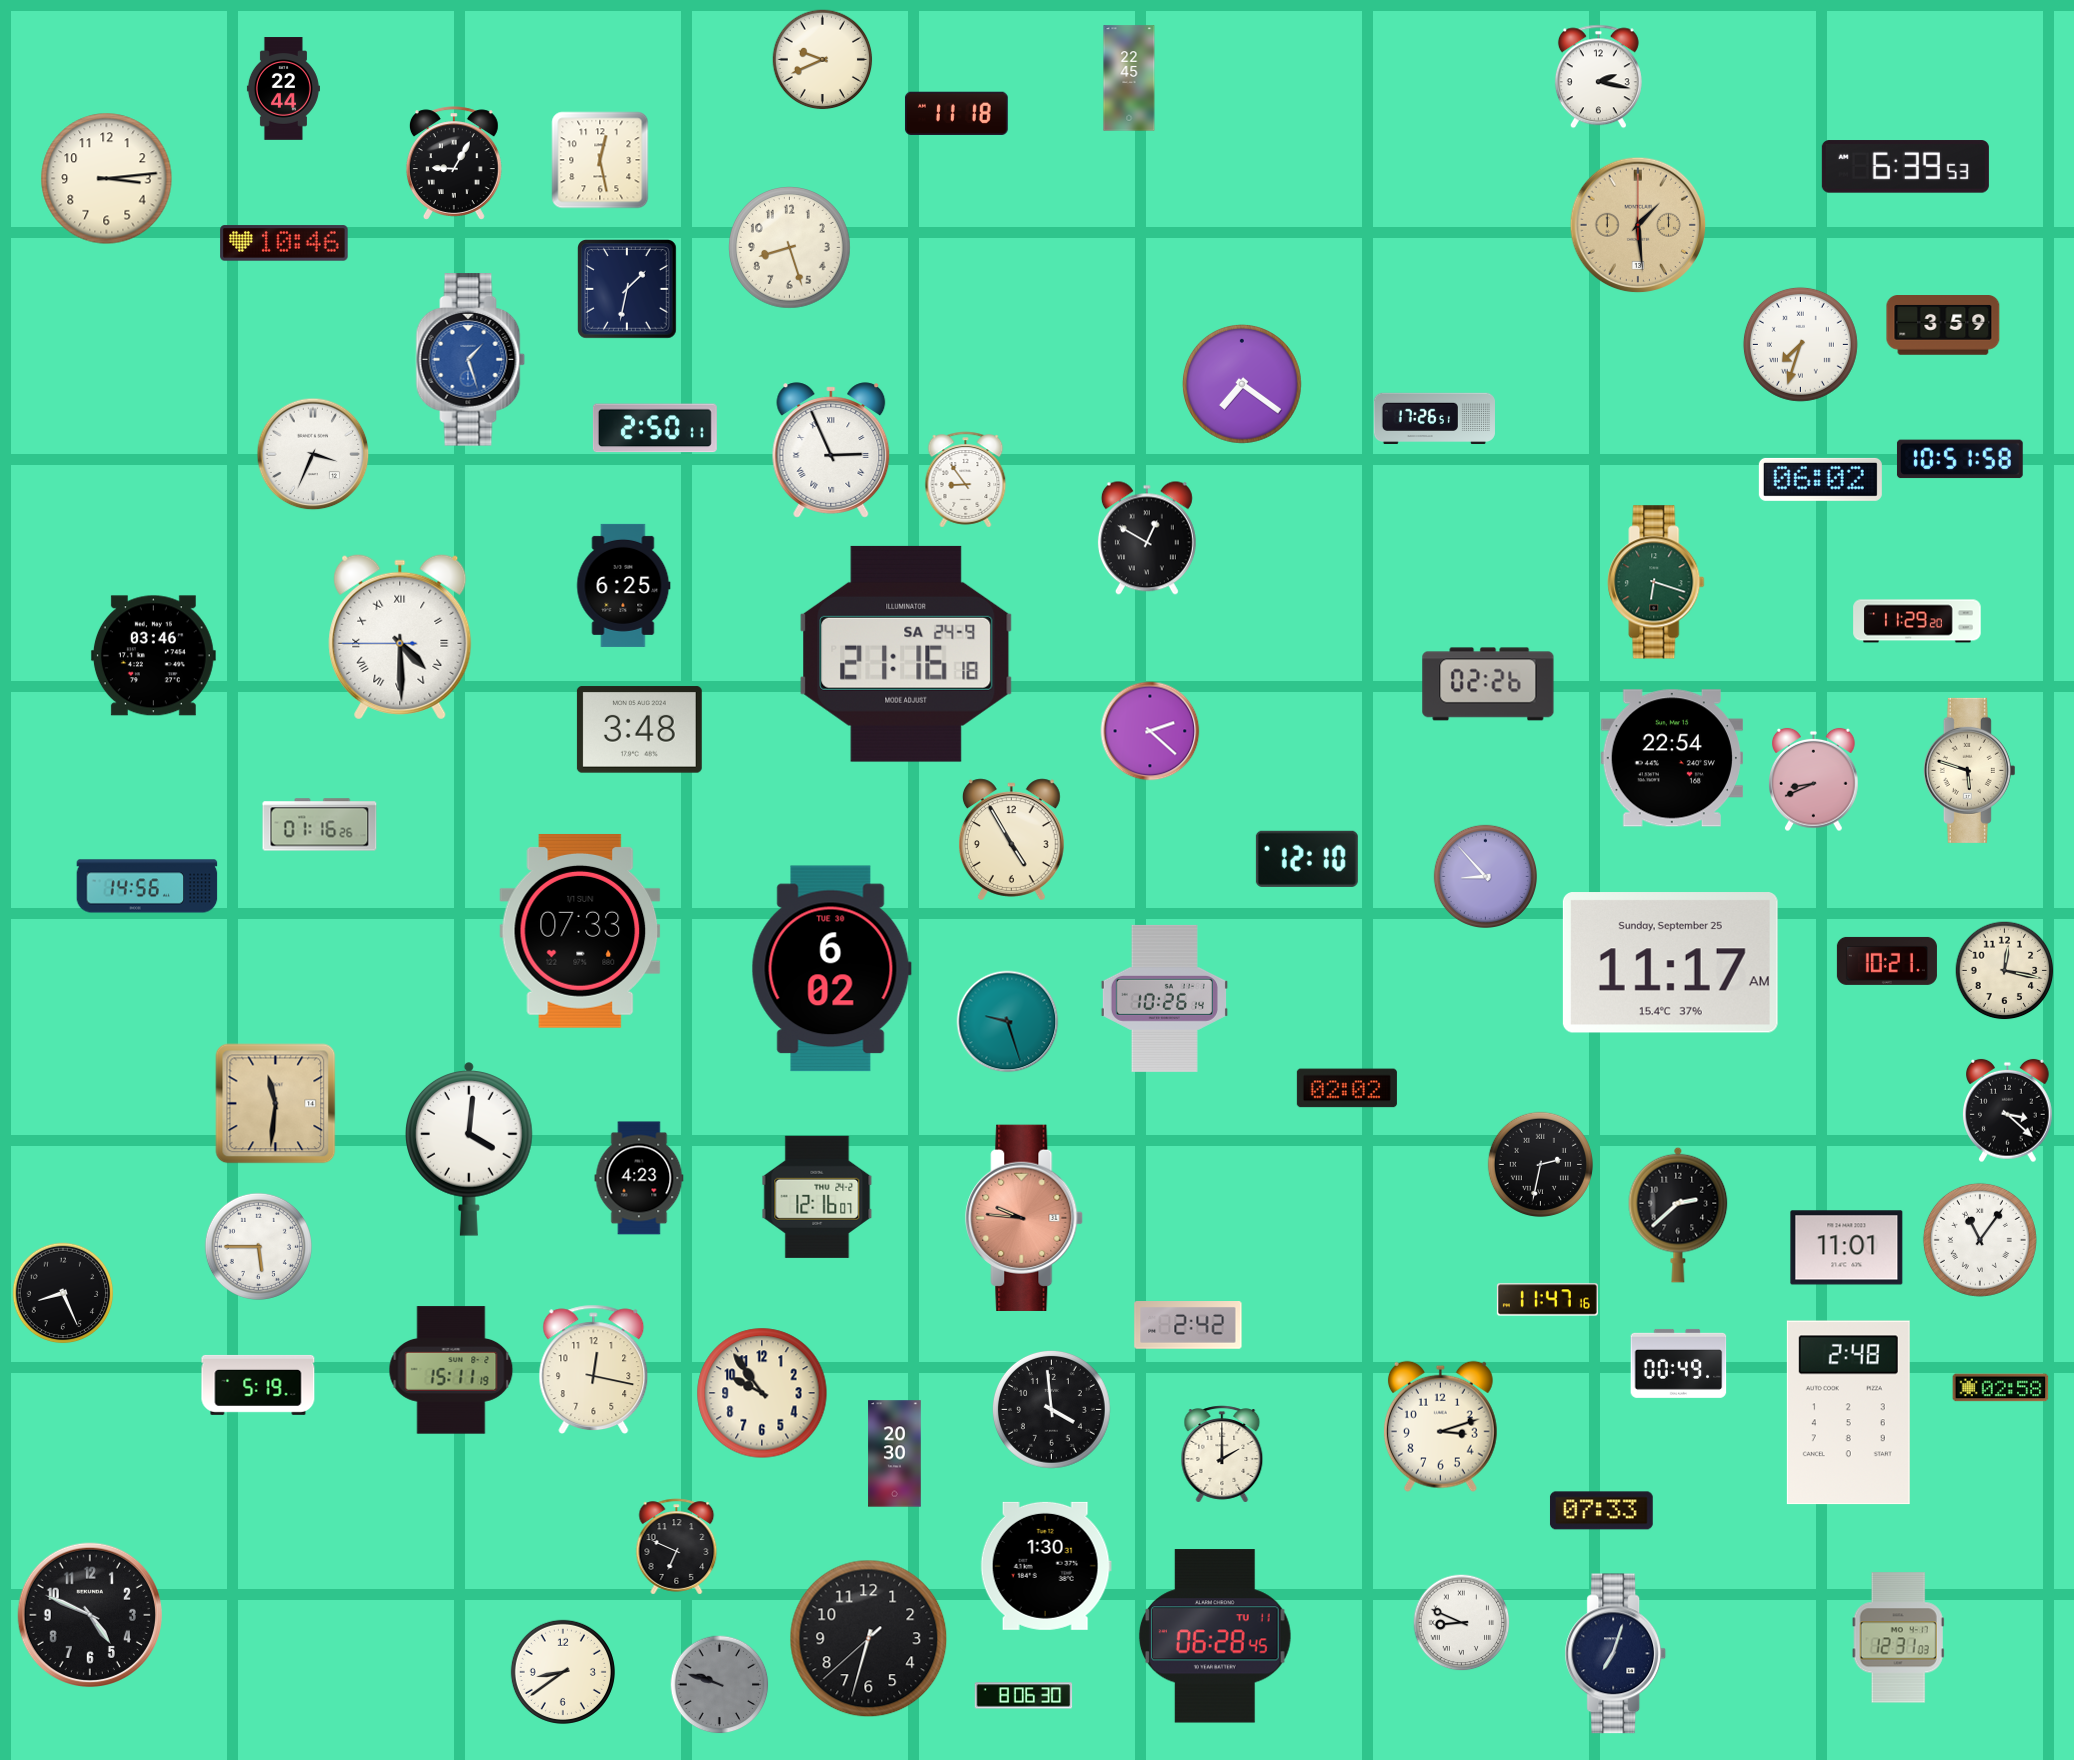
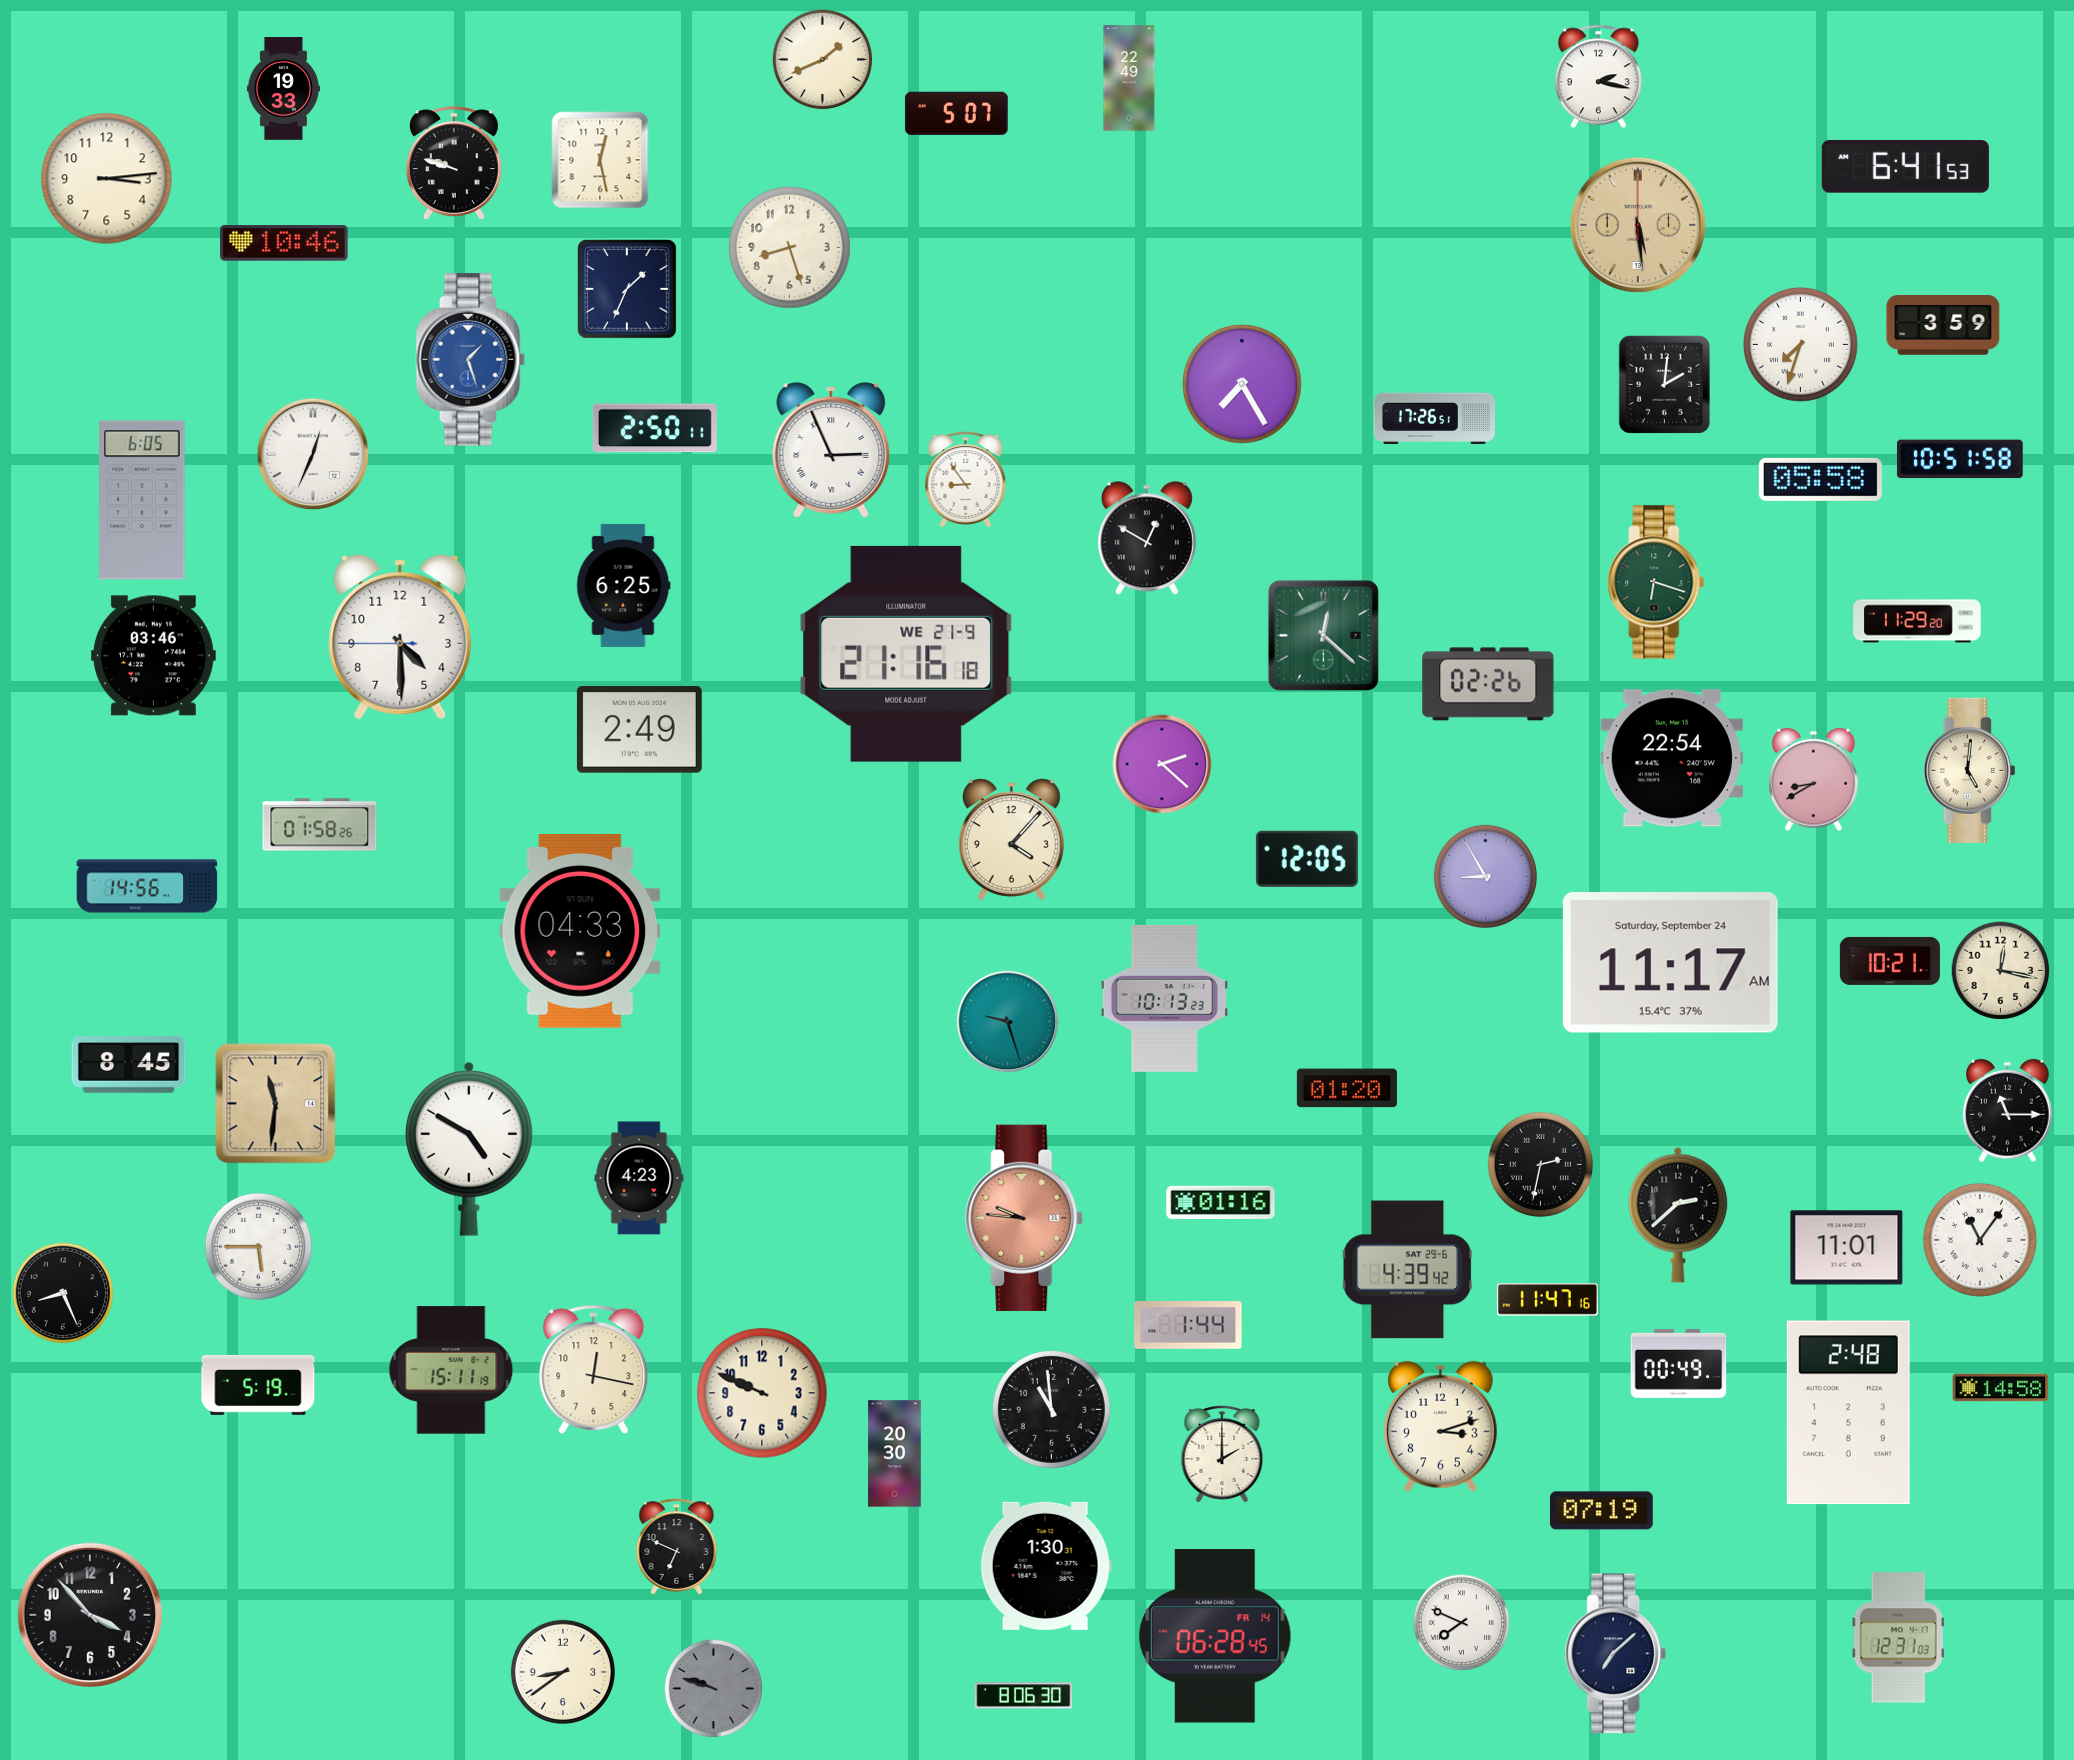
clock at (823, 60): 9:41 -> 1:41
clock at (1129, 78): 22:45 -> 22:49
clock at (283, 89): 22:44 -> 19:33
clock at (956, 113): 11:18 -> 5:07
clock at (454, 163): 9:05 -> 9:48
clock at (1905, 167): 6:39 -> 6:41
clock at (1638, 225): 1:29 -> 5:29
clock at (628, 290): 1:32 -> 1:34
clock at (1242, 384): 7:21 -> 7:25
clock at (1664, 384): none -> 2:01
clock at (313, 454): 3:34 -> 12:34
clock at (1820, 479): 06:02 -> 05:58
clock at (142, 500): none -> 6:05
clock at (1323, 635): none -> 12:22
clock at (400, 637) numerals: Roman -> Arabic
clock at (906, 654) date: SA 24-9 -> WE 21-9
clock at (639, 730): 3:48 -> 2:49
clock at (1150, 731) position: (1150, 731) -> (1162, 764)
clock at (1969, 770): 5:48 -> 5:01
clock at (1814, 780): 8:41 -> 8:40
clock at (320, 825): 01:16 -> 01:58
clock at (1011, 840): 4:55 -> 4:07
clock at (1307, 859): 12:10 -> 12:05
clock at (1485, 876): 8:53 -> 8:55
clock at (580, 931): 07:33 -> 04:33
clock at (1887, 961) position: (1887, 961) -> (1890, 961)
clock at (1670, 963) date: Sunday, September 25 -> Saturday, September 24
clock at (831, 969): 6:02 -> none
clock at (2005, 971) position: (2005, 971) -> (2001, 971)
clock at (1164, 998): 10:26 -> 10:13
clock at (129, 1065): none -> 8:45
clock at (1347, 1088): 02:02 -> 01:20
clock at (2008, 1111): 3:22 -> 11:15
clock at (470, 1149): 4:01 -> 4:50
clock at (817, 1197): 12:16 -> none
clock at (1221, 1202): none -> 01:16
clock at (1408, 1270): none -> 4:39
clock at (1188, 1326): 2:42 -> 1:44
clock at (2001, 1388): 02:58 -> 14:58
clock at (762, 1393): 9:54 -> 9:49
clock at (1051, 1409): 3:59 -> 10:59
clock at (1601, 1511): 07:33 -> 07:19
clock at (89, 1614): 4:49 -> 3:53
clock at (1462, 1623): 8:49 -> 7:49
clock at (1215, 1636) date: TU 11 -> FR 14
clock at (869, 1639): 6:32 -> none
clock at (1616, 1654): 7:03 -> 7:08
clock at (720, 1685) position: (720, 1685) -> (714, 1689)
